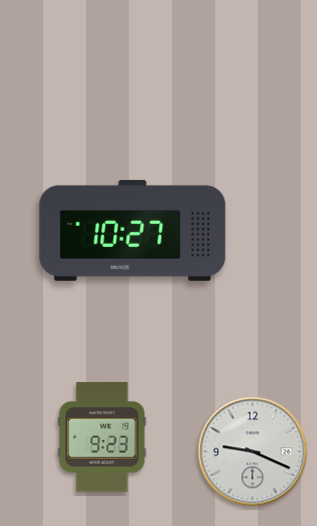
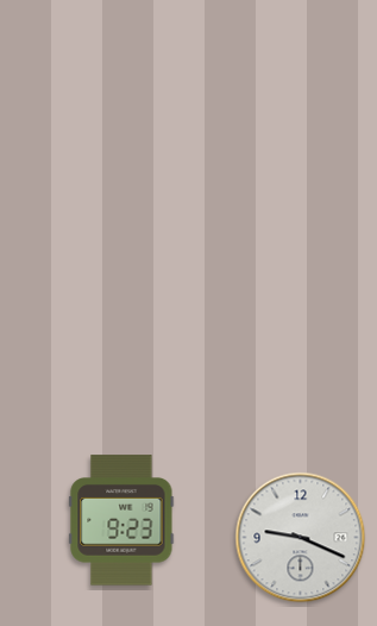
clock at (133, 230): 10:27 -> none
